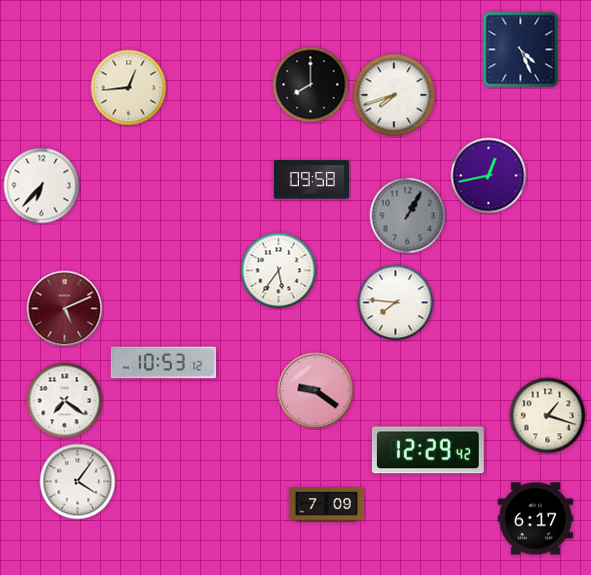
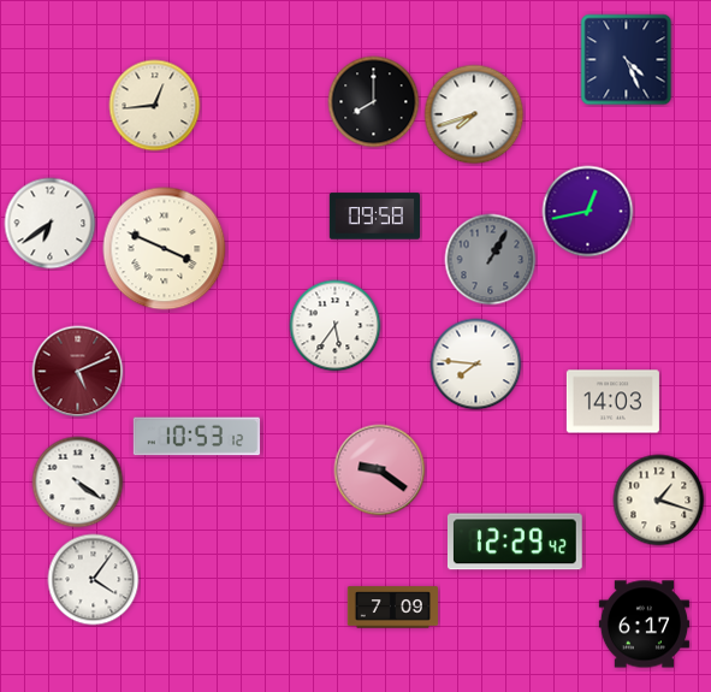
clock at (42, 186): 6:37 -> 6:39
clock at (165, 249): none -> 3:49
clock at (612, 402): none -> 14:03
clock at (65, 401): 7:21 -> 4:21
